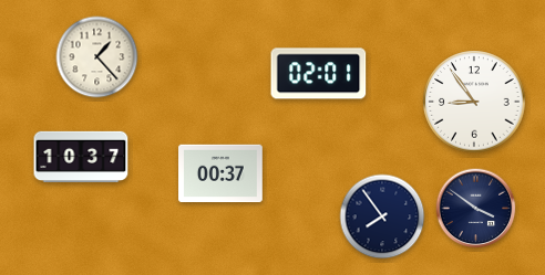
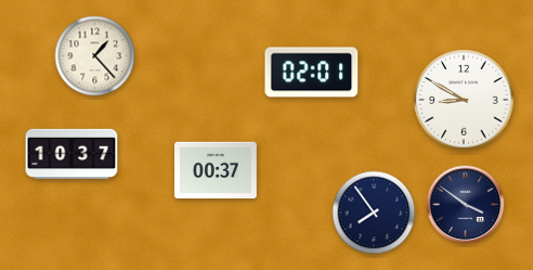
clock at (474, 102): 8:54 -> 8:50
clock at (81, 156) position: (81, 156) -> (71, 153)
